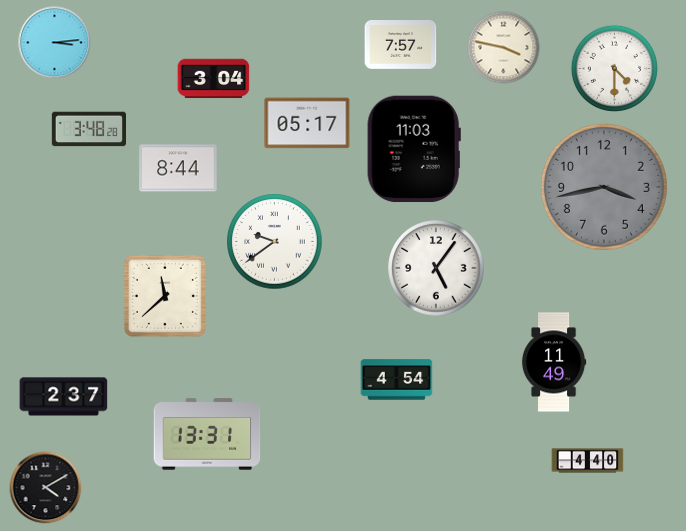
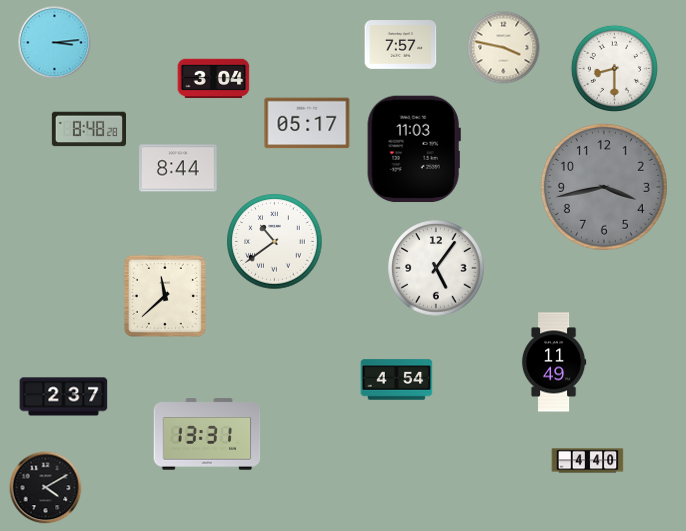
clock at (614, 68): 4:30 -> 8:30
clock at (88, 129): 3:48 -> 8:48
clock at (275, 242): 9:39 -> 10:39
